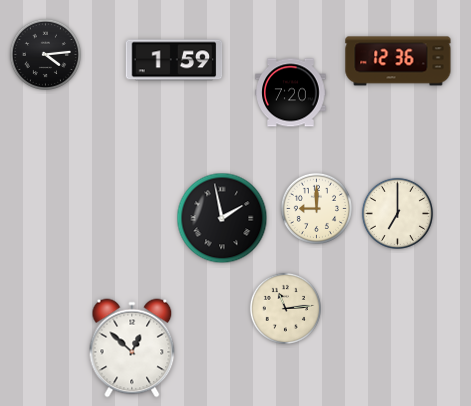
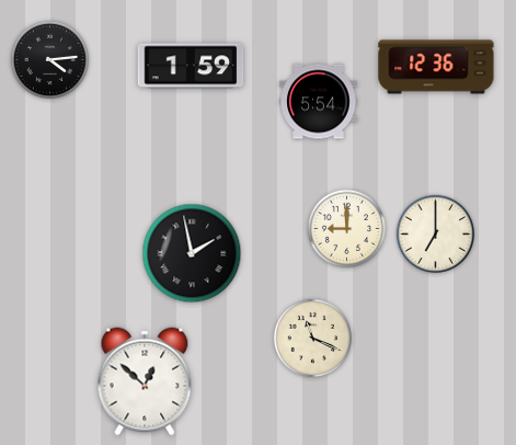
clock at (291, 93): 7:20 -> 5:54
clock at (222, 218) position: (222, 218) -> (192, 253)
clock at (285, 308): 11:14 -> 11:19
